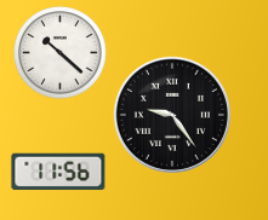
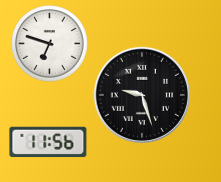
clock at (61, 53): 10:22 -> 6:48
clock at (172, 115): 9:24 -> 9:27
